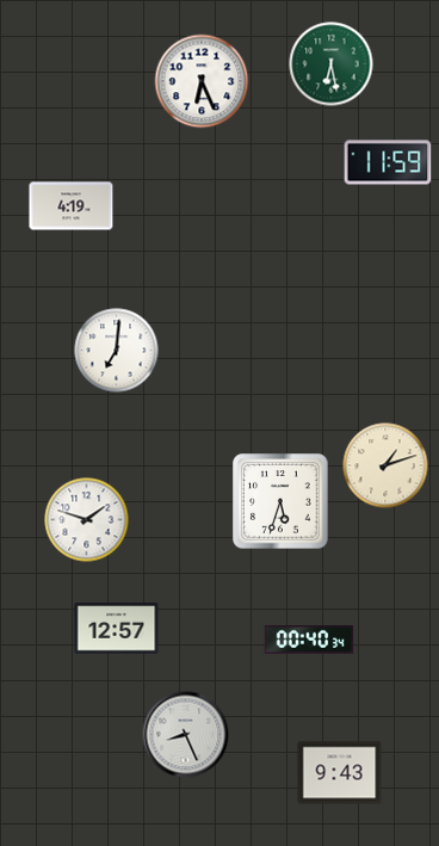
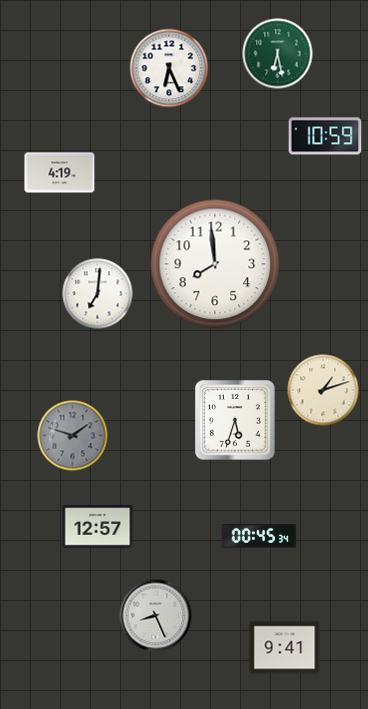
clock at (388, 162): 11:59 -> 10:59
clock at (215, 264): none -> 7:59
clock at (87, 520) dial: white -> grey
clock at (309, 641): 00:40 -> 00:45
clock at (340, 773): 9:43 -> 9:41
